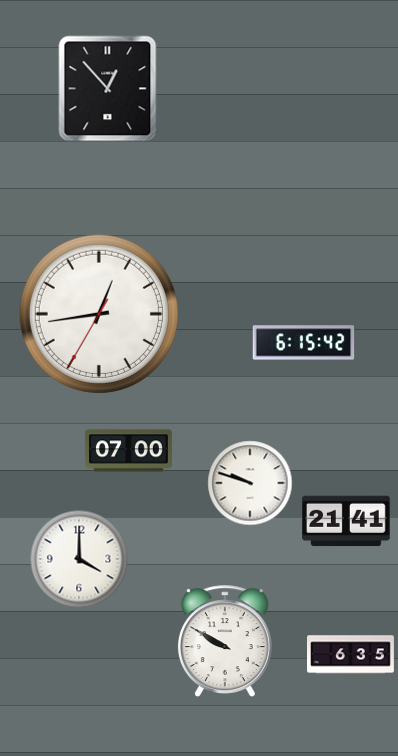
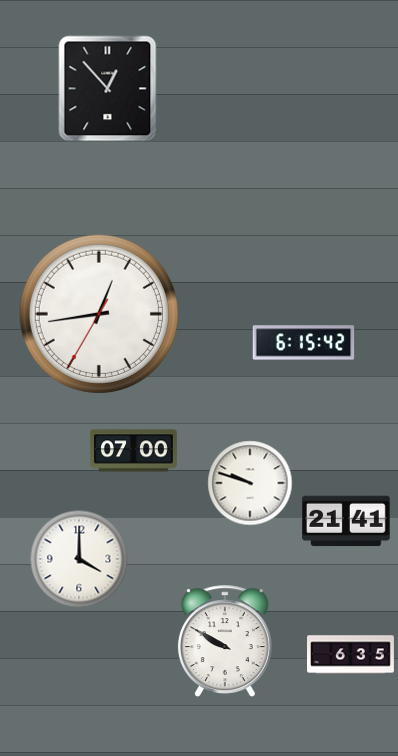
clock at (128, 451) position: (128, 451) -> (133, 451)
